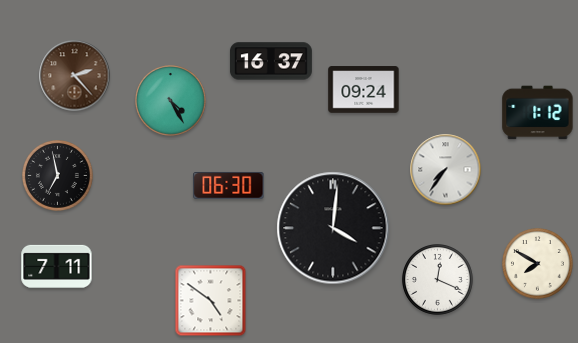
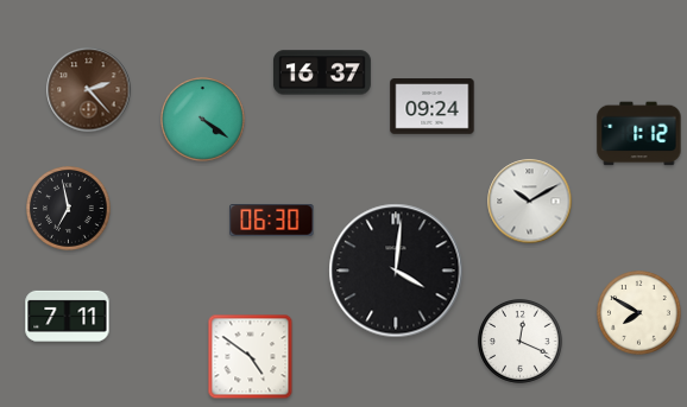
clock at (171, 101): 4:25 -> 4:21
clock at (446, 170): 7:36 -> 10:10
clock at (438, 280) position: (438, 280) -> (521, 342)
